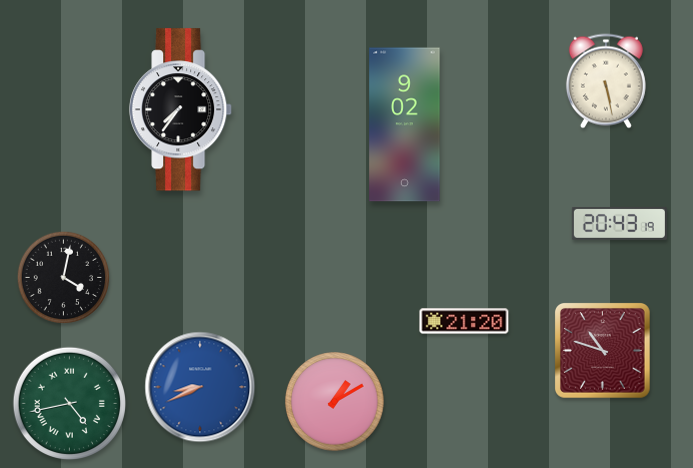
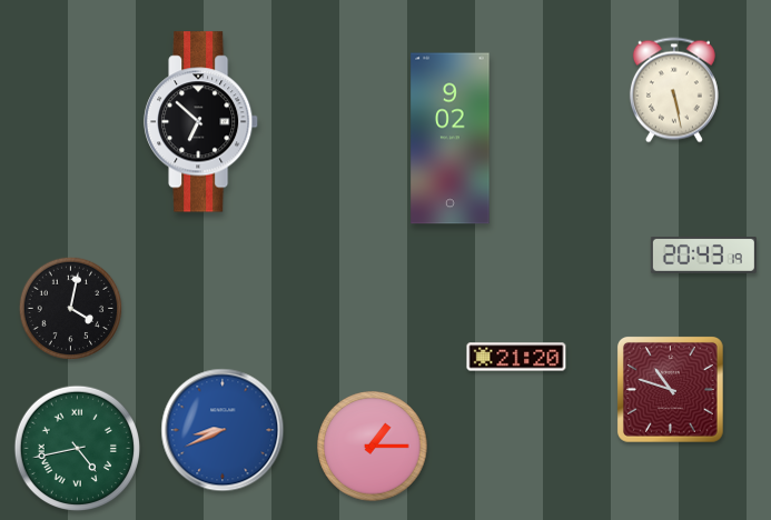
clock at (182, 110): 7:36 -> 6:52
clock at (619, 223) position: (619, 223) -> (703, 254)
clock at (335, 402): 1:10 -> 1:15
